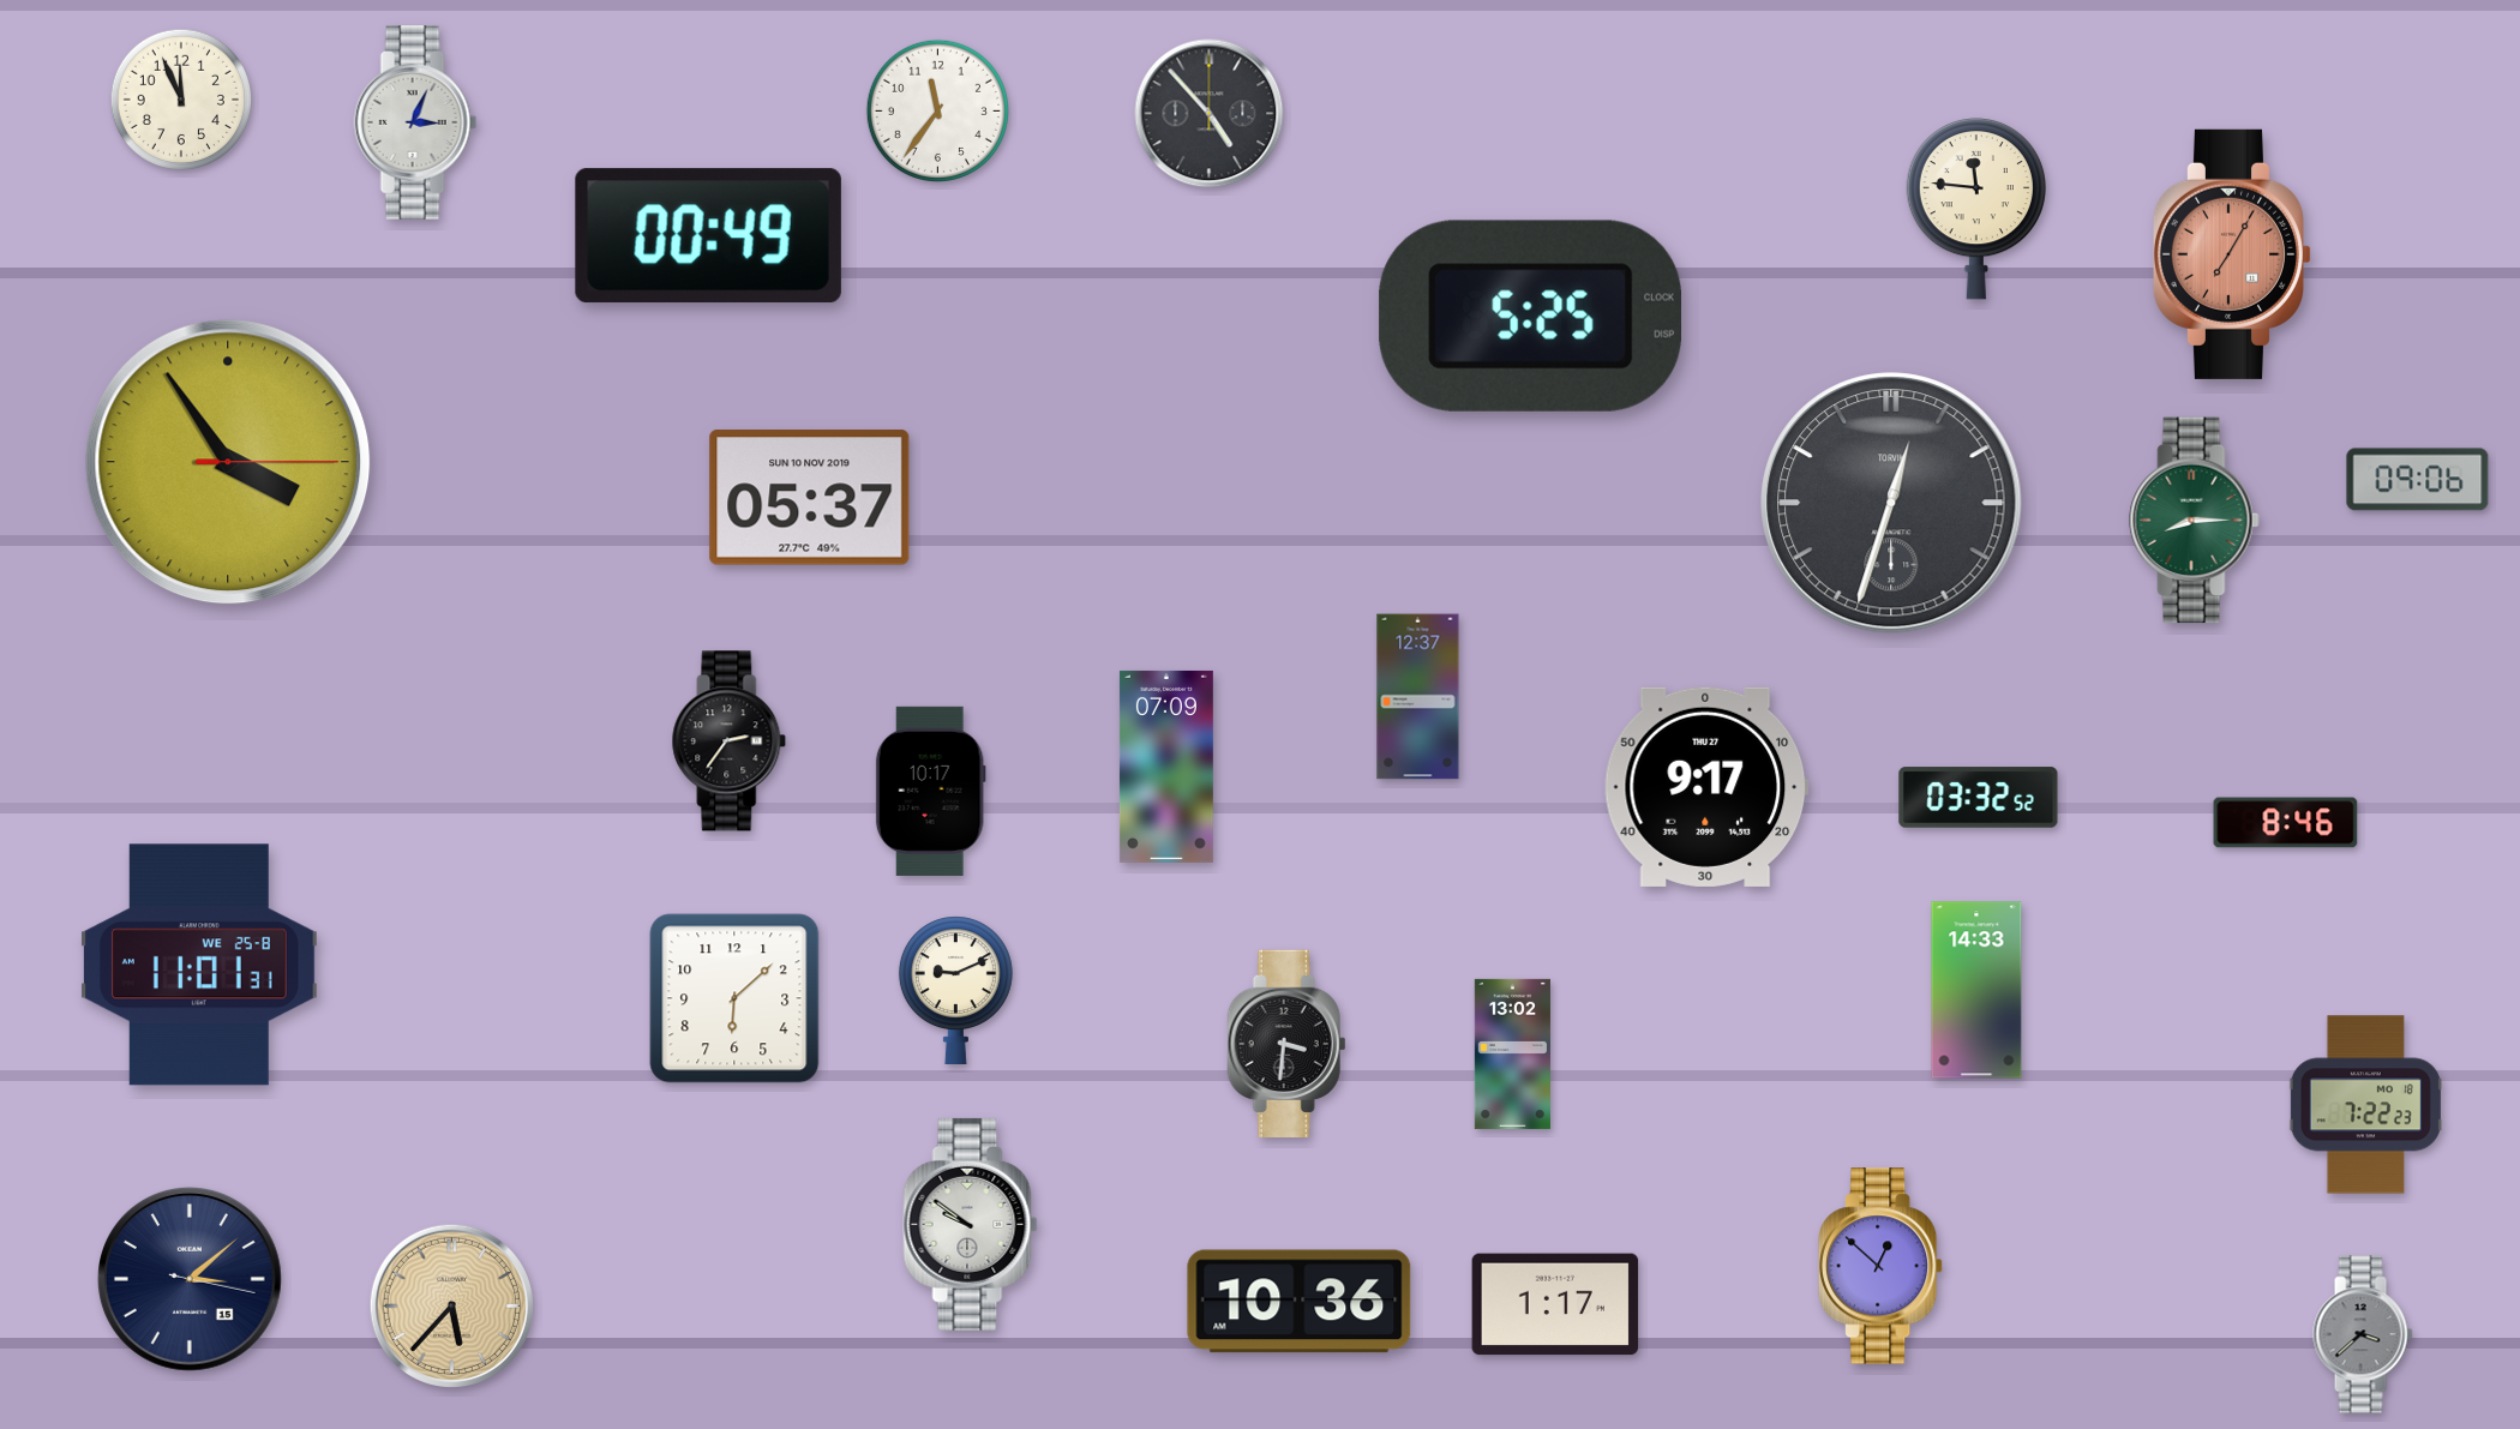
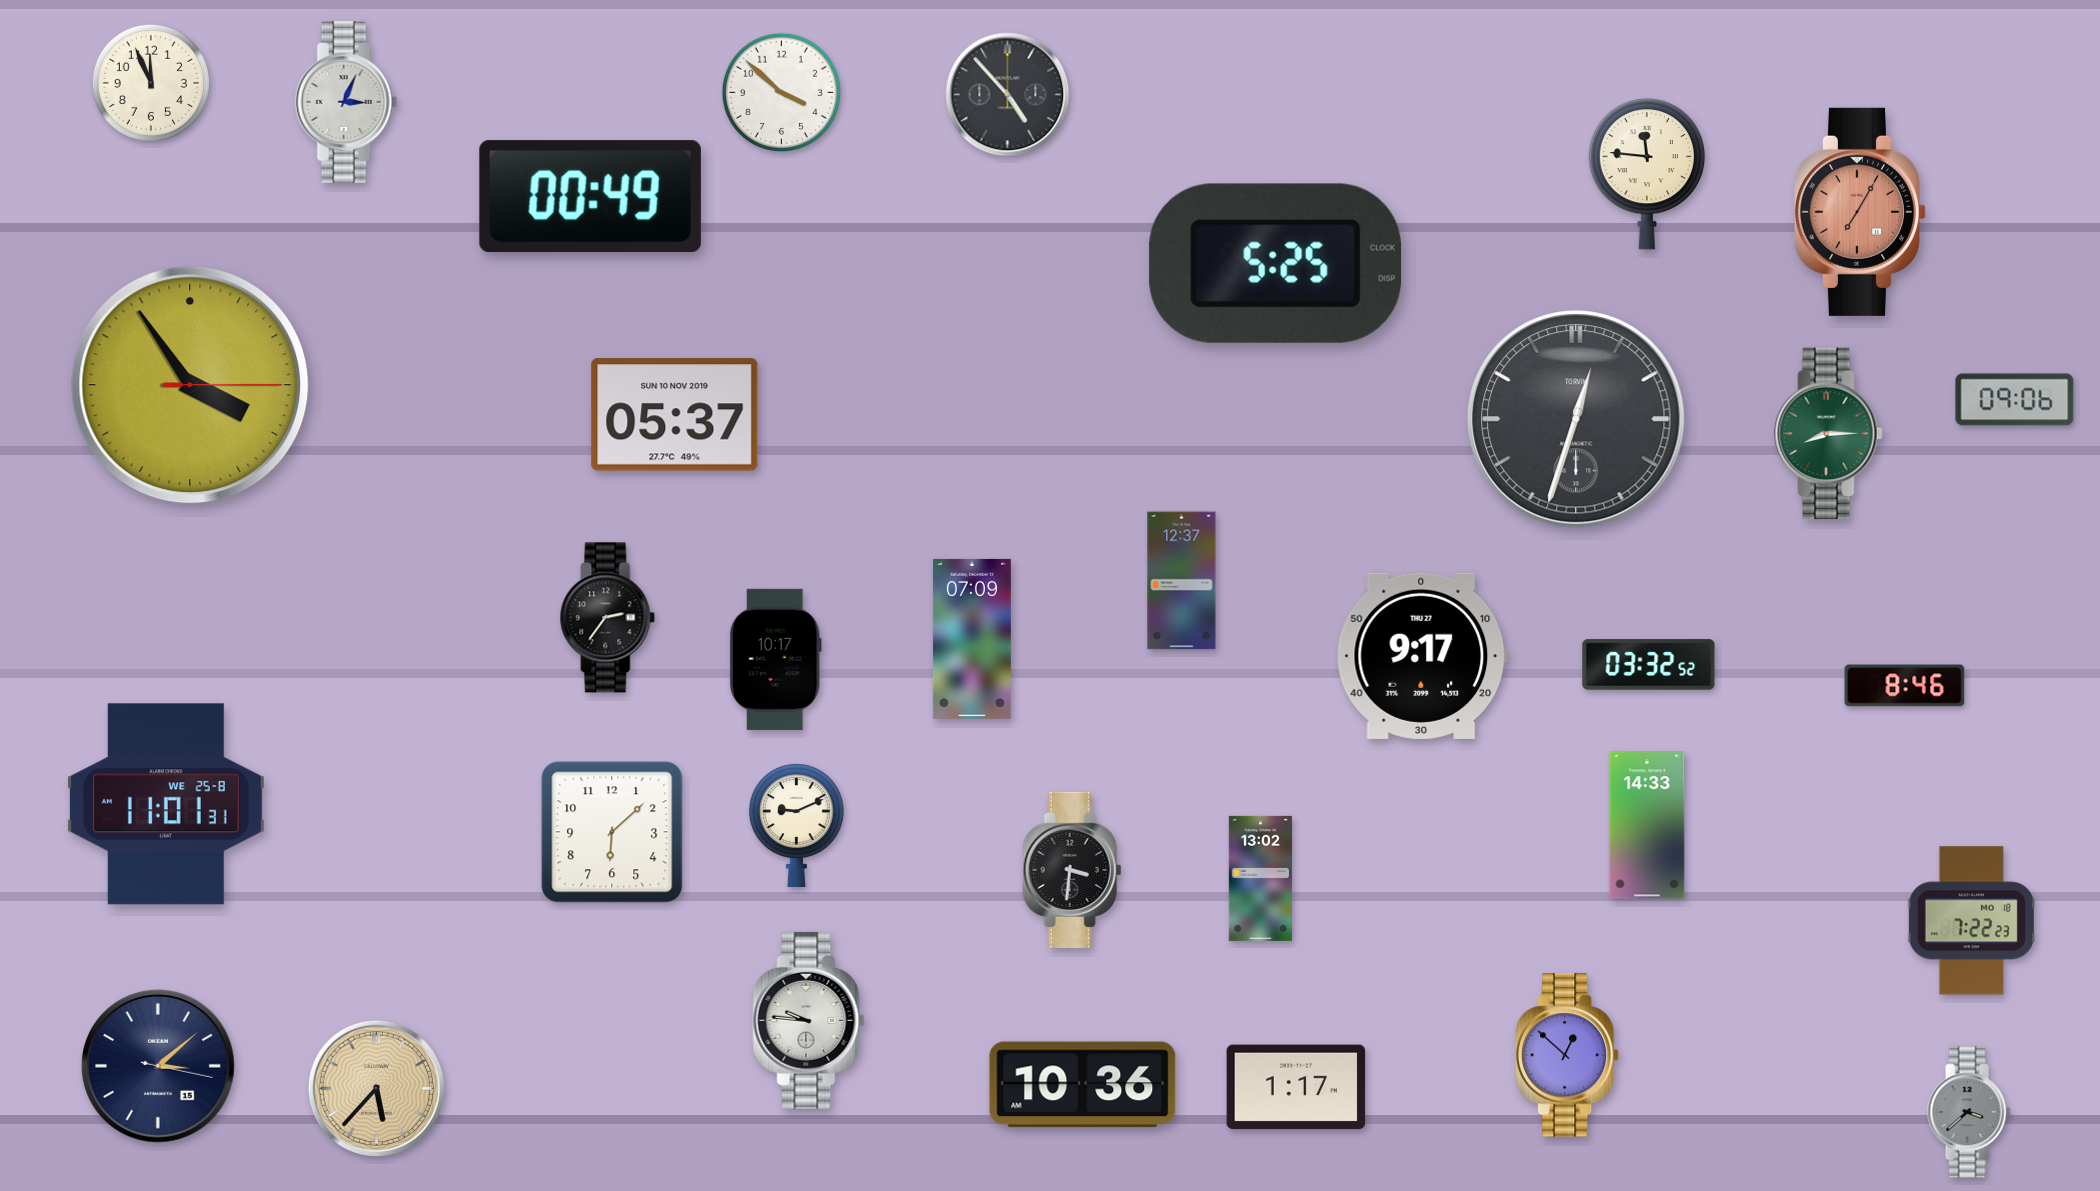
clock at (937, 110): 11:36 -> 3:52
clock at (971, 1224): 9:51 -> 9:46
